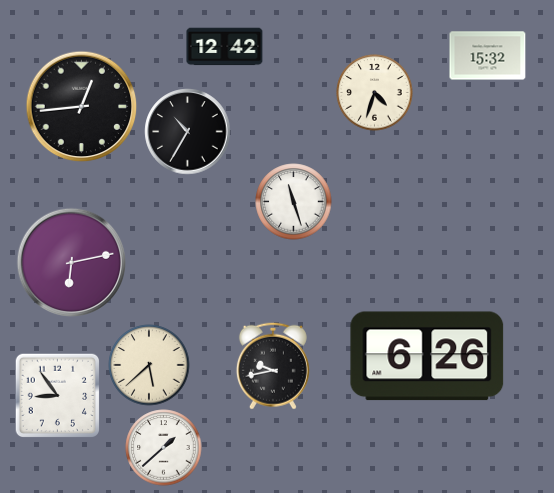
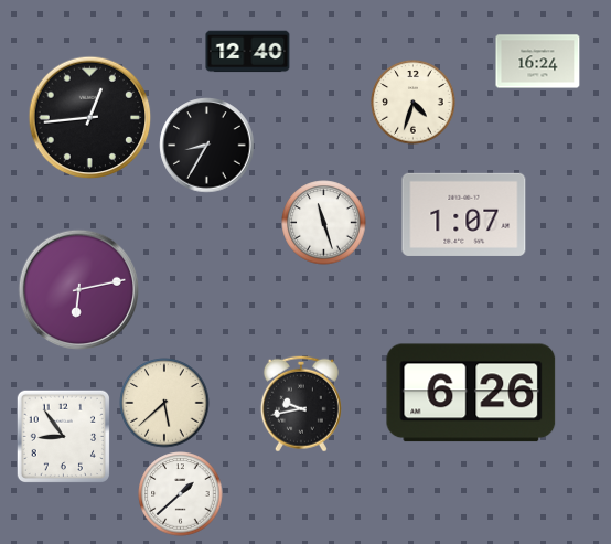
clock at (225, 47): 12:42 -> 12:40
clock at (488, 56): 15:32 -> 16:24
clock at (188, 132): 10:35 -> 8:35
clock at (464, 214): none -> 1:07
